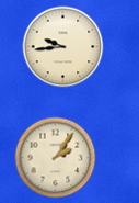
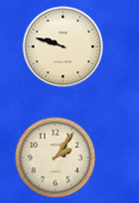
clock at (63, 47): 9:44 -> 9:48
